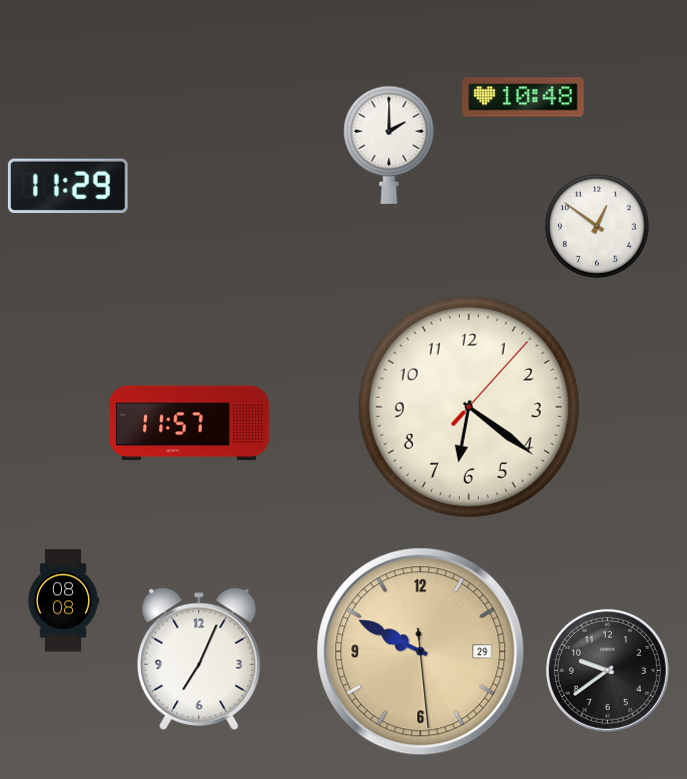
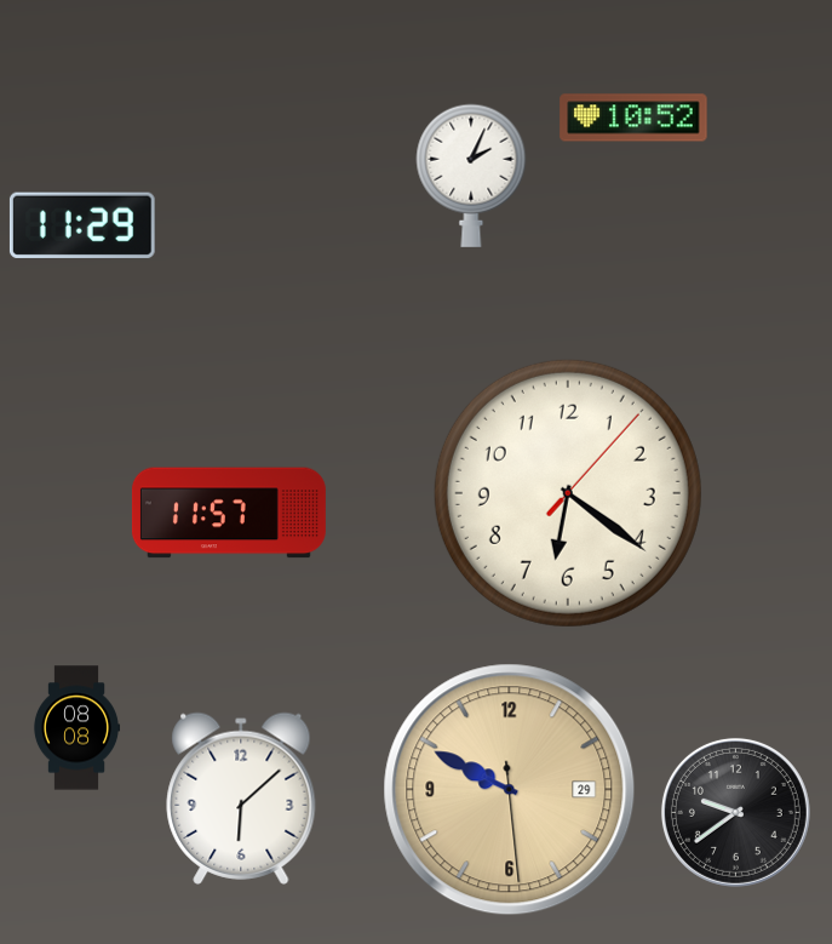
clock at (523, 97): 10:48 -> 10:52
clock at (389, 145): 2:00 -> 2:04
clock at (597, 226): 12:51 -> none
clock at (199, 659): 7:04 -> 6:08
